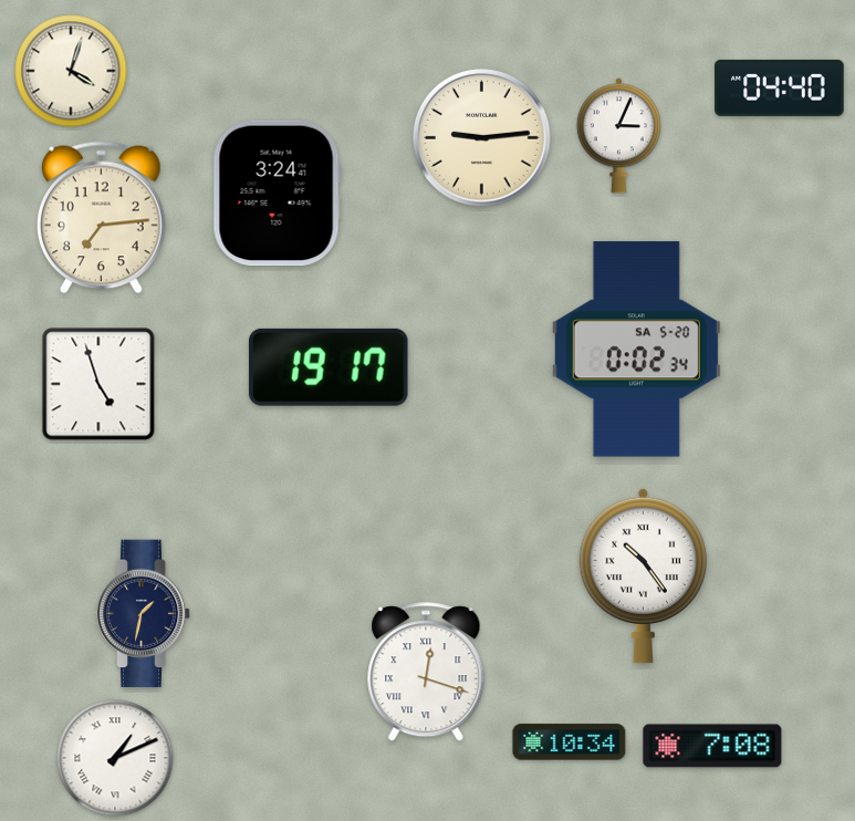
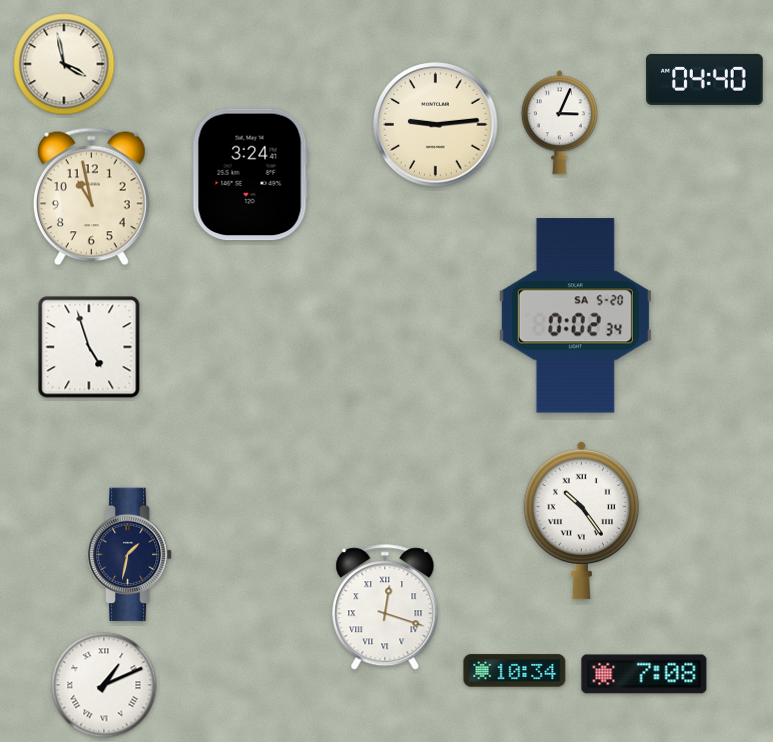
clock at (71, 71): 4:03 -> 3:58
clock at (101, 218): 7:14 -> 10:58
clock at (329, 367): 19:17 -> none
